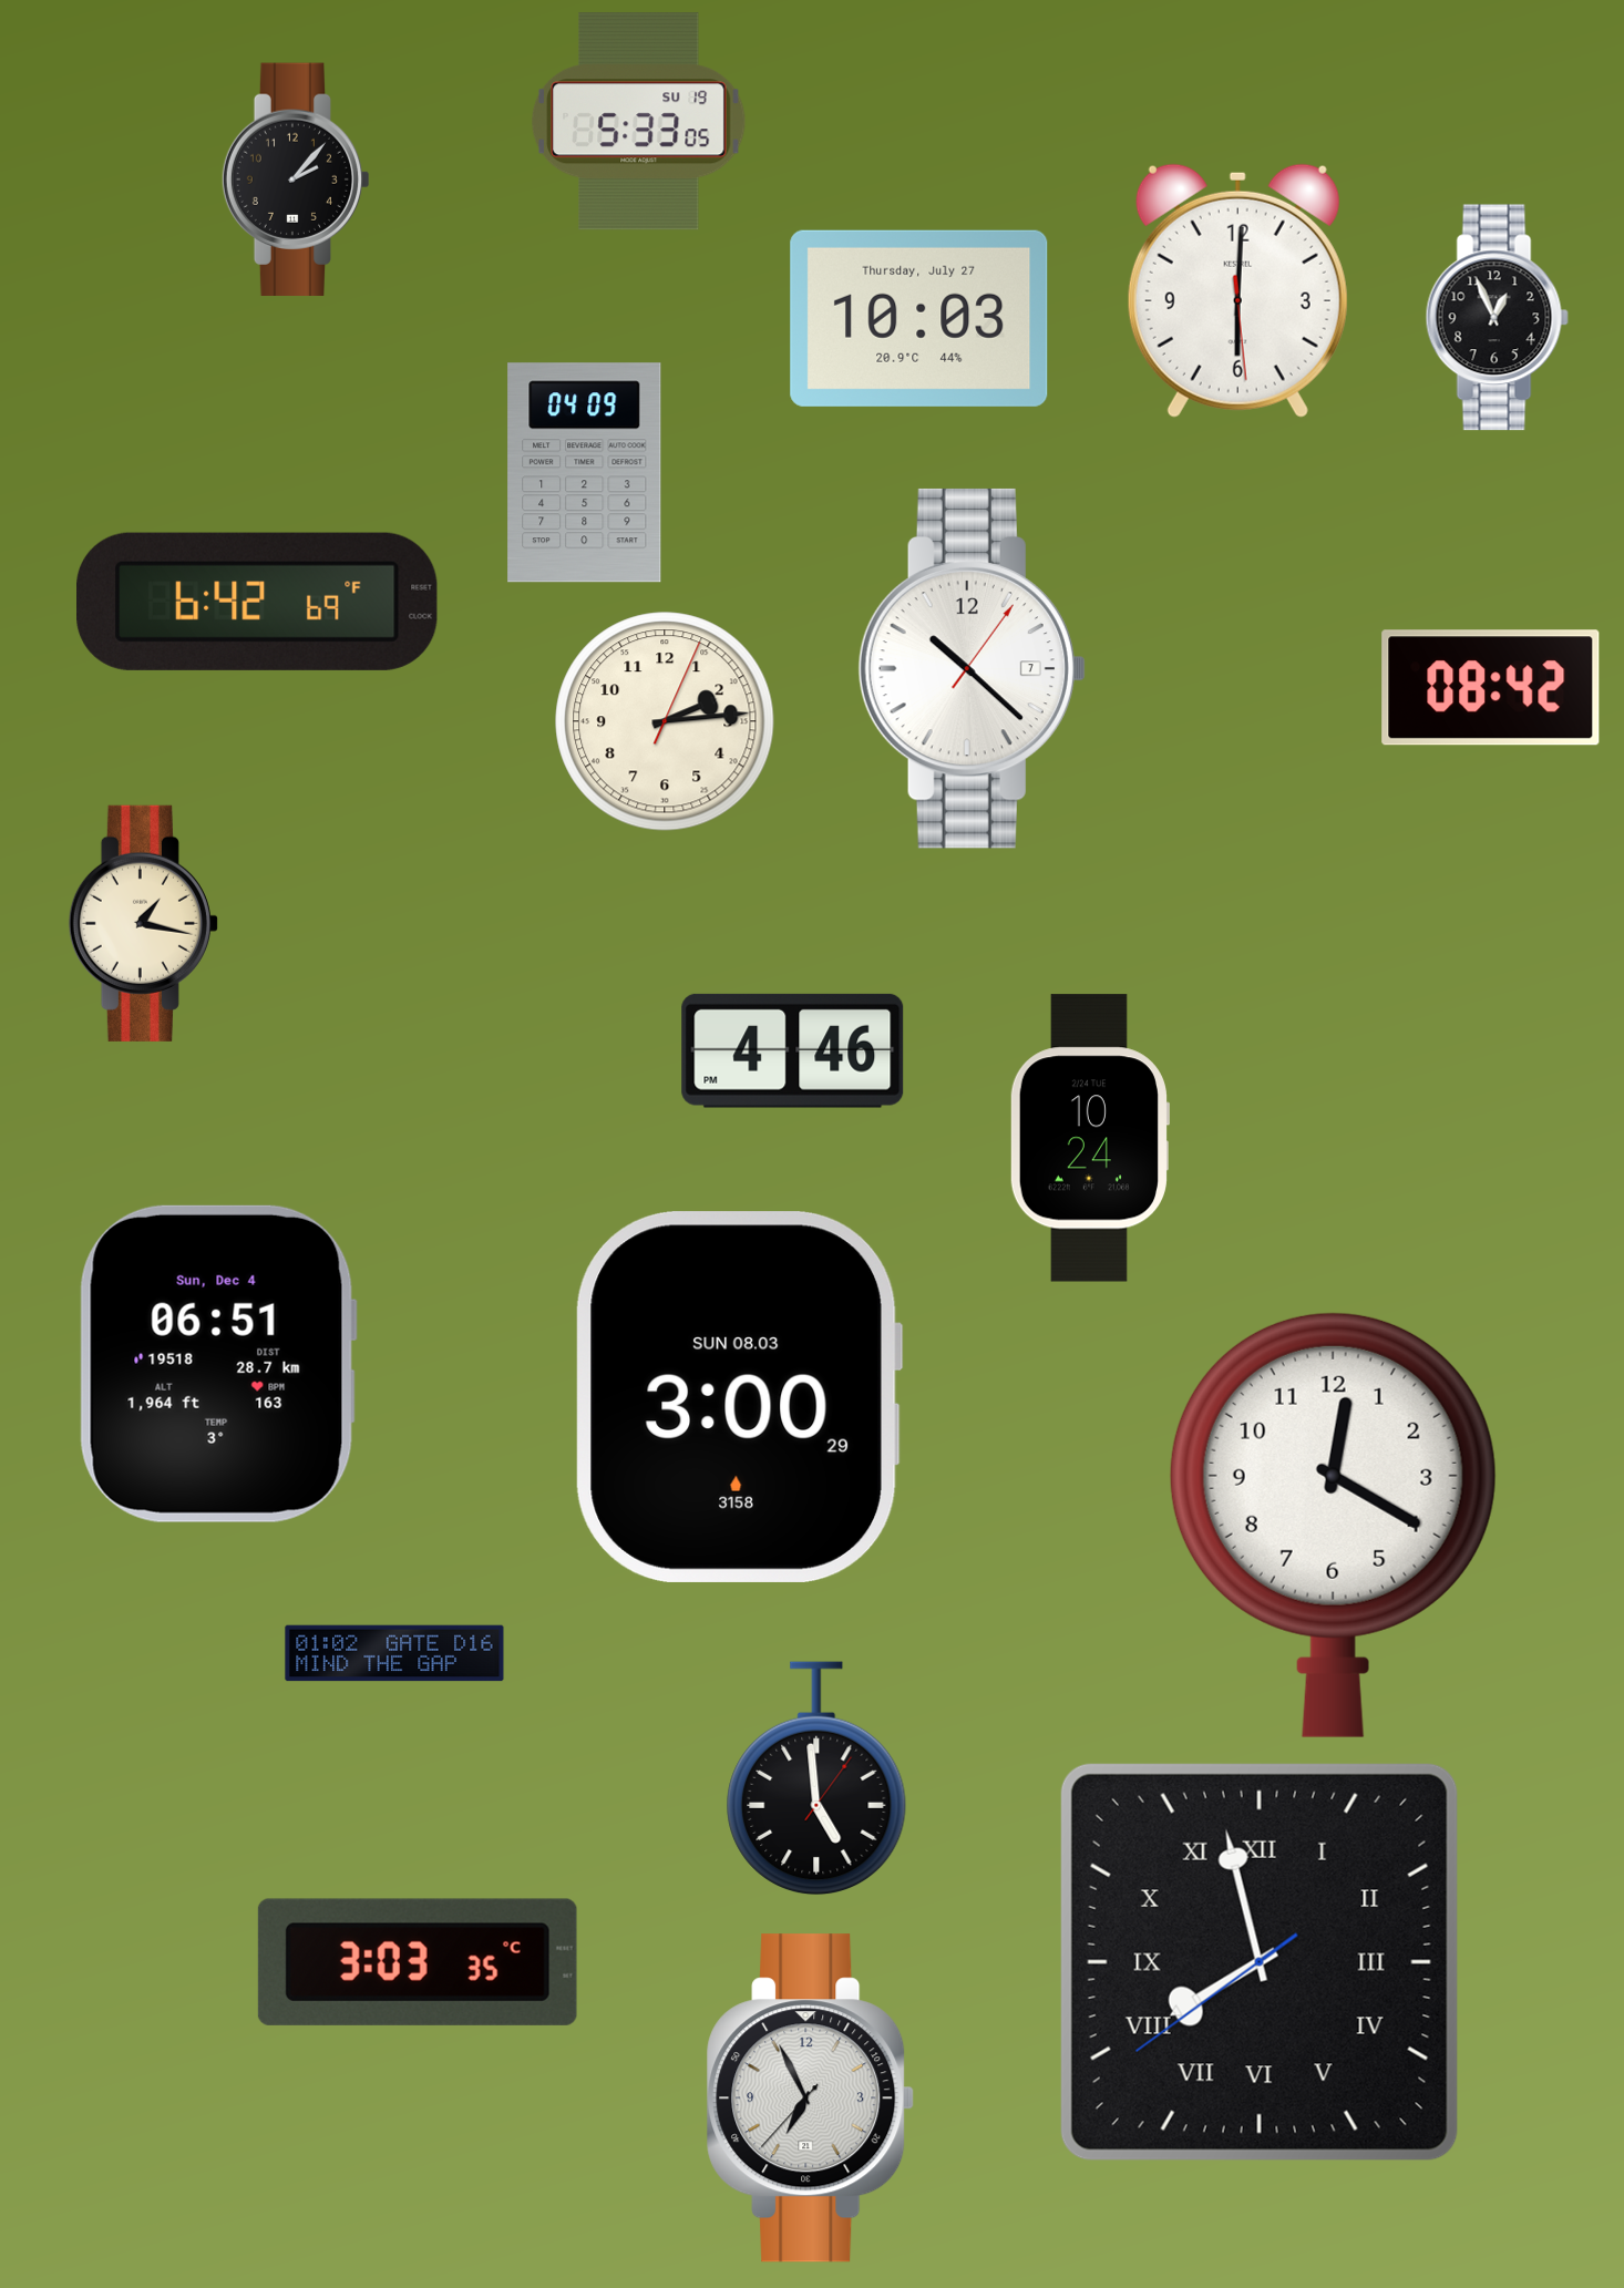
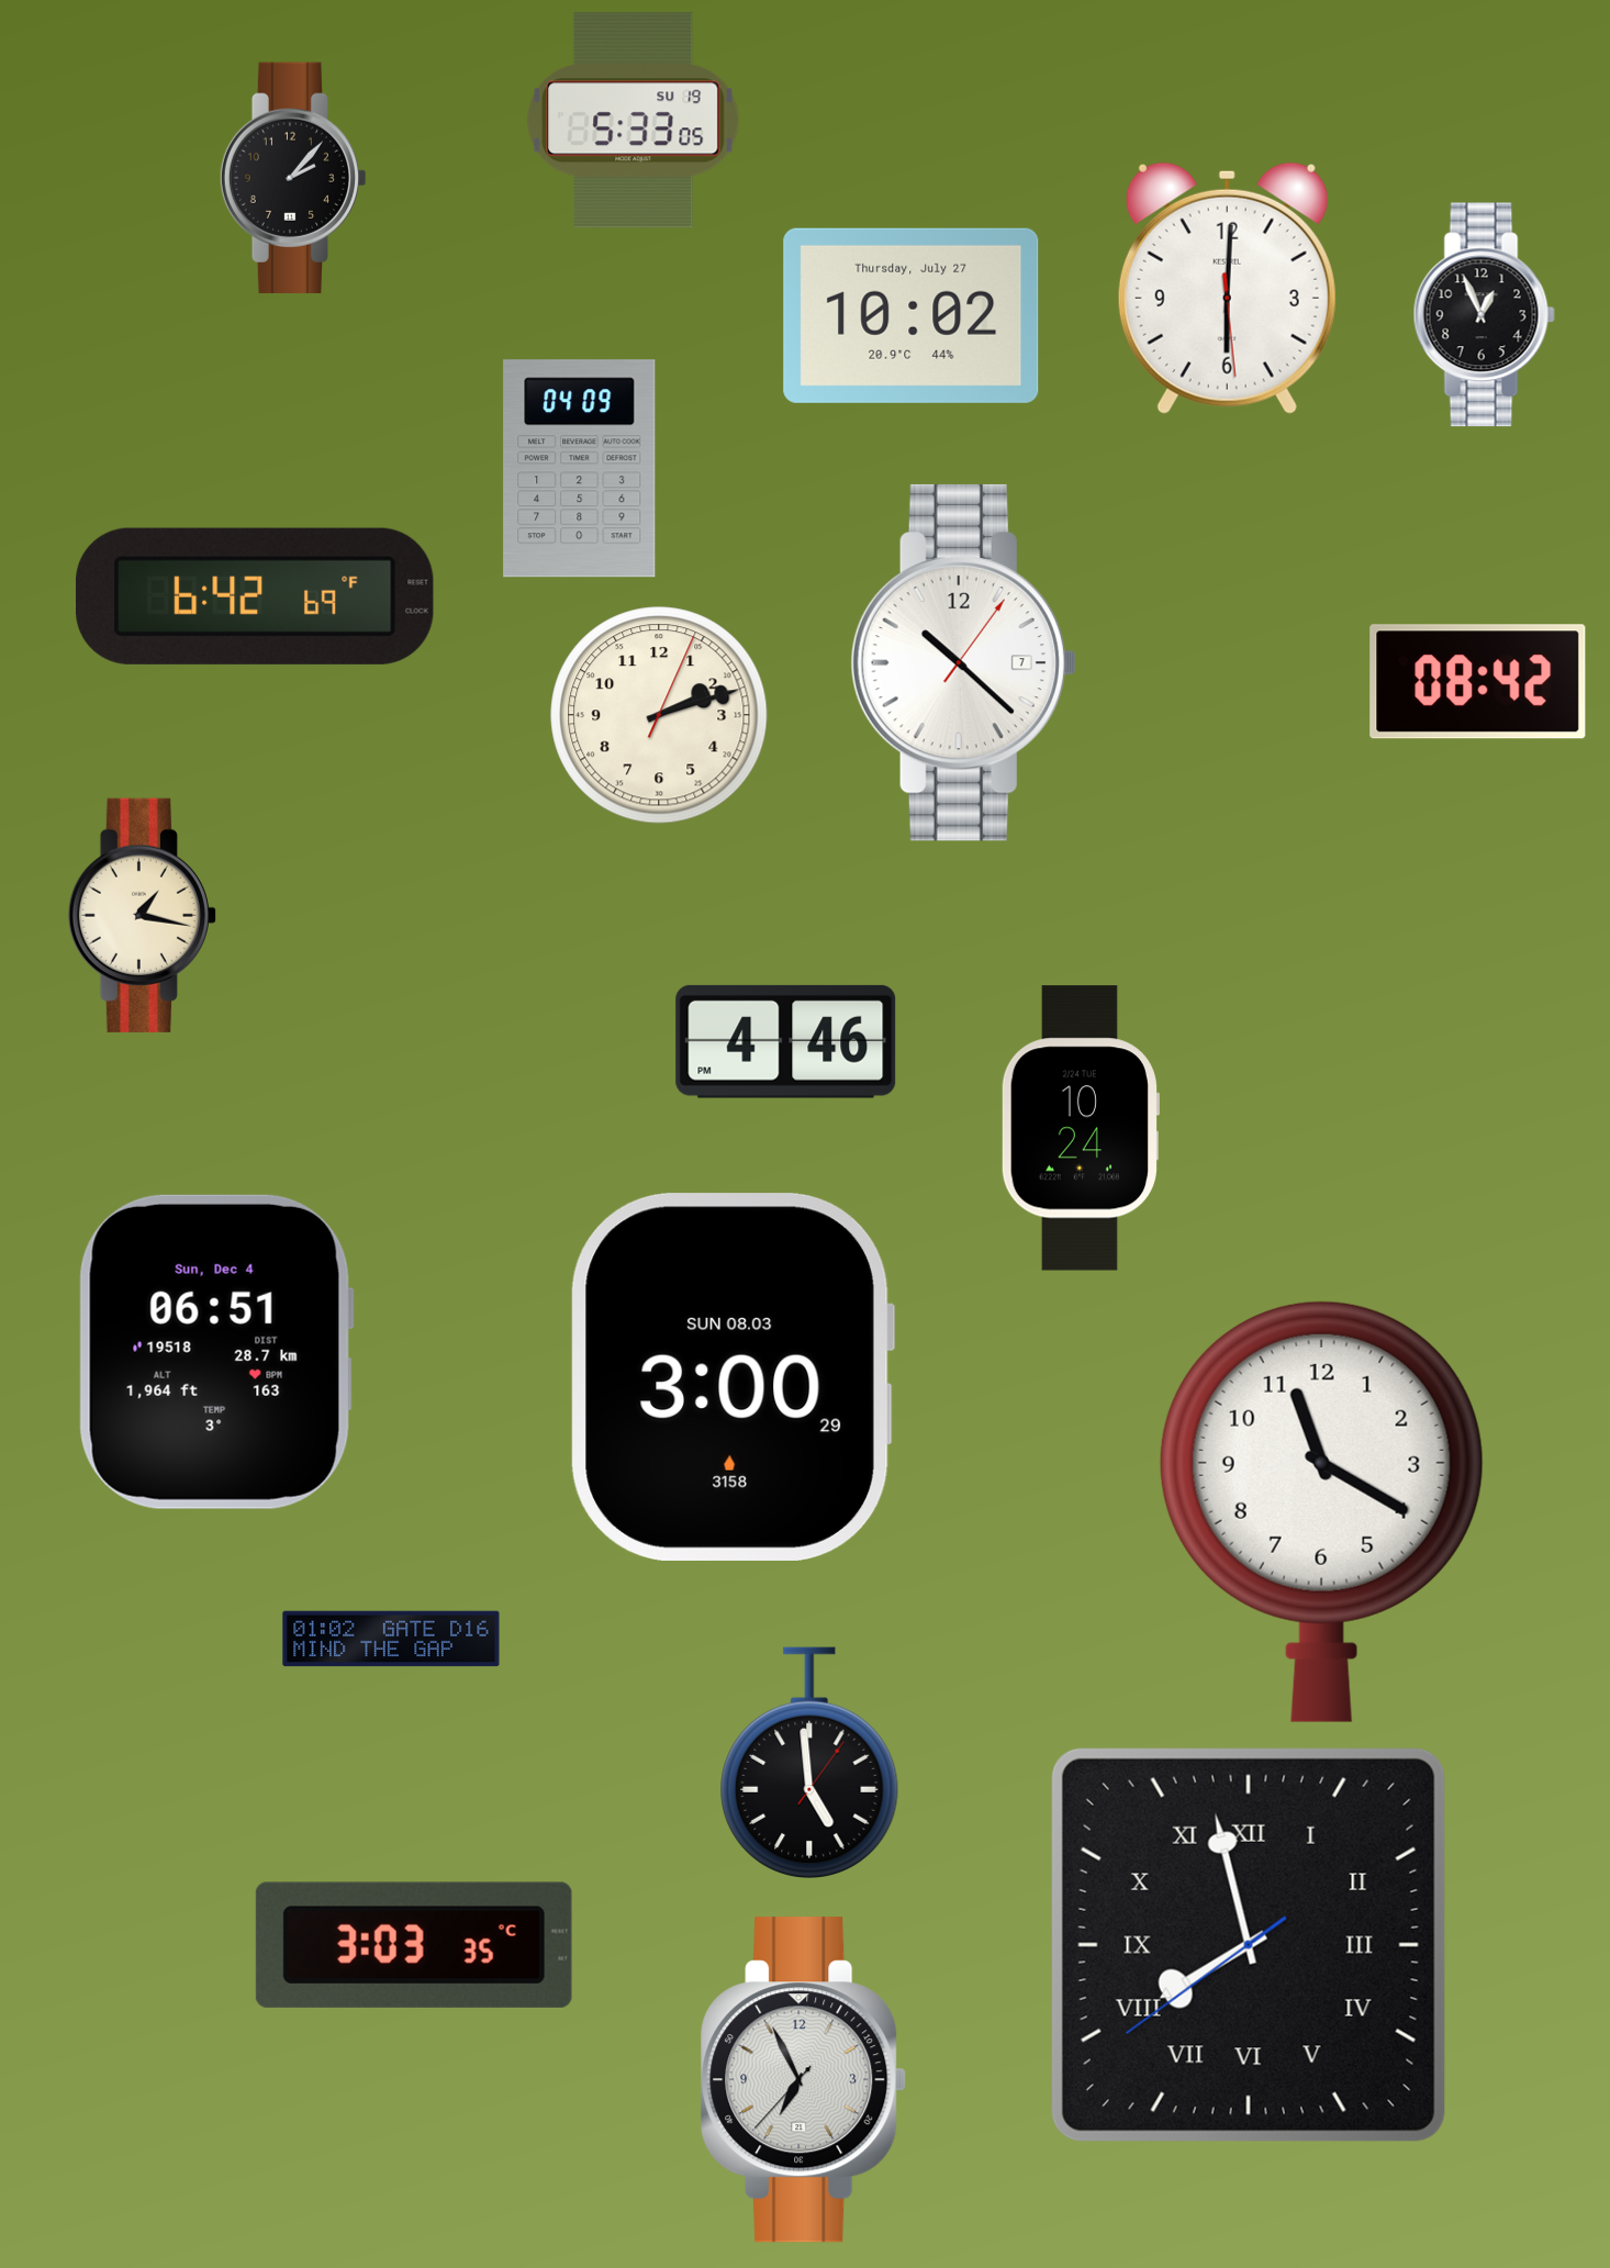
clock at (919, 318): 10:03 -> 10:02
clock at (665, 721): 2:14 -> 2:12
clock at (739, 1397) position: (739, 1397) -> (733, 1377)
clock at (1333, 1525): 12:20 -> 11:20
